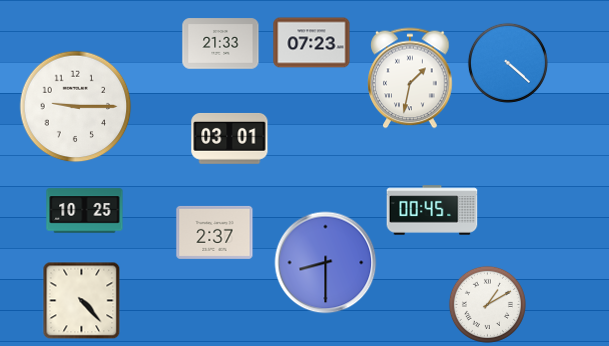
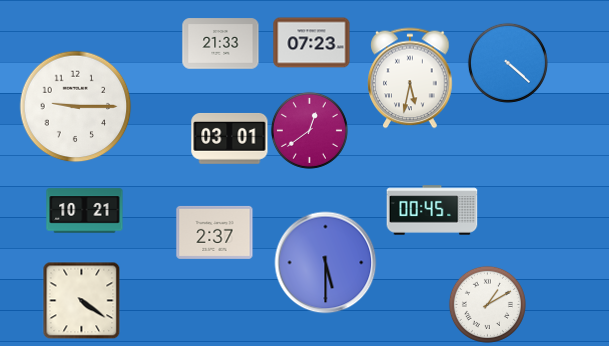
clock at (410, 78): 1:32 -> 5:32
clock at (309, 130): none -> 12:39
clock at (85, 211): 10:25 -> 10:21
clock at (326, 263): 8:30 -> 5:30
clock at (81, 300): 4:23 -> 4:21
